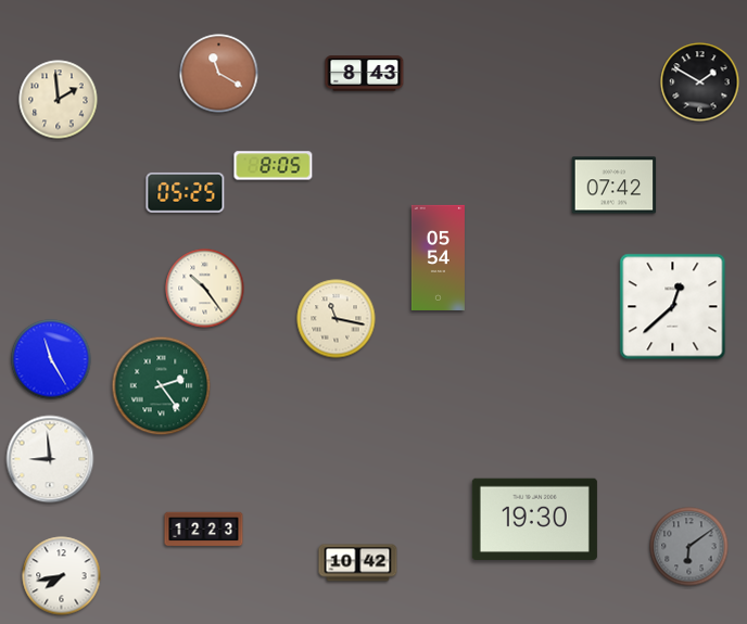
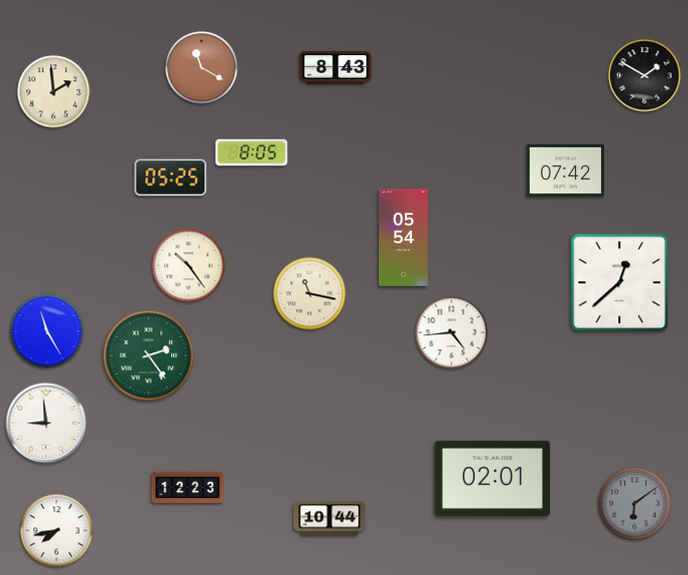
clock at (452, 333): none -> 4:44
clock at (534, 520): 19:30 -> 02:01
clock at (358, 563): 10:42 -> 10:44
